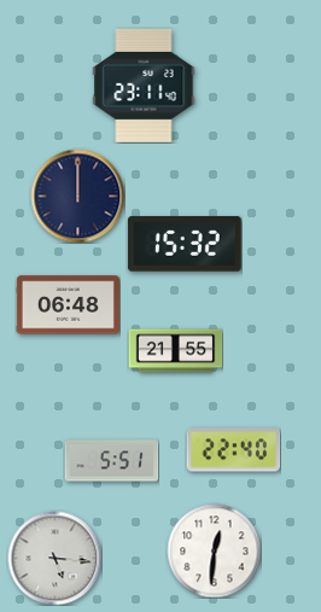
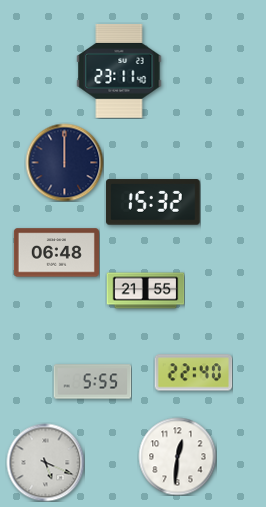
clock at (111, 461): 5:51 -> 5:55
clock at (54, 558): 5:16 -> 5:19
